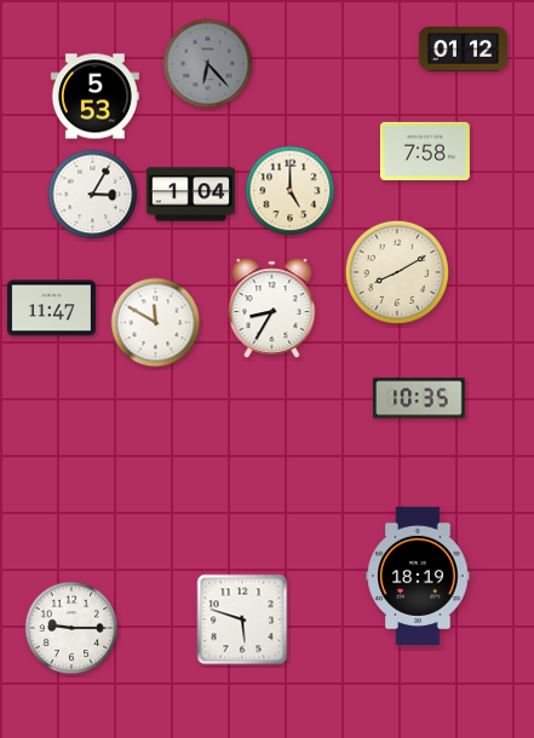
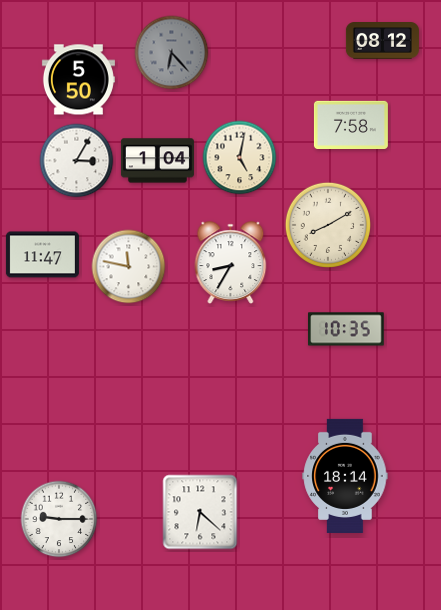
clock at (463, 50): 01:12 -> 08:12
clock at (94, 97): 5:53 -> 5:50
clock at (291, 191): 5:00 -> 5:02
clock at (272, 309) position: (272, 309) -> (231, 263)
clock at (156, 323): 11:50 -> 11:47
clock at (418, 576): 18:19 -> 18:14
clock at (242, 619): 5:48 -> 6:22
